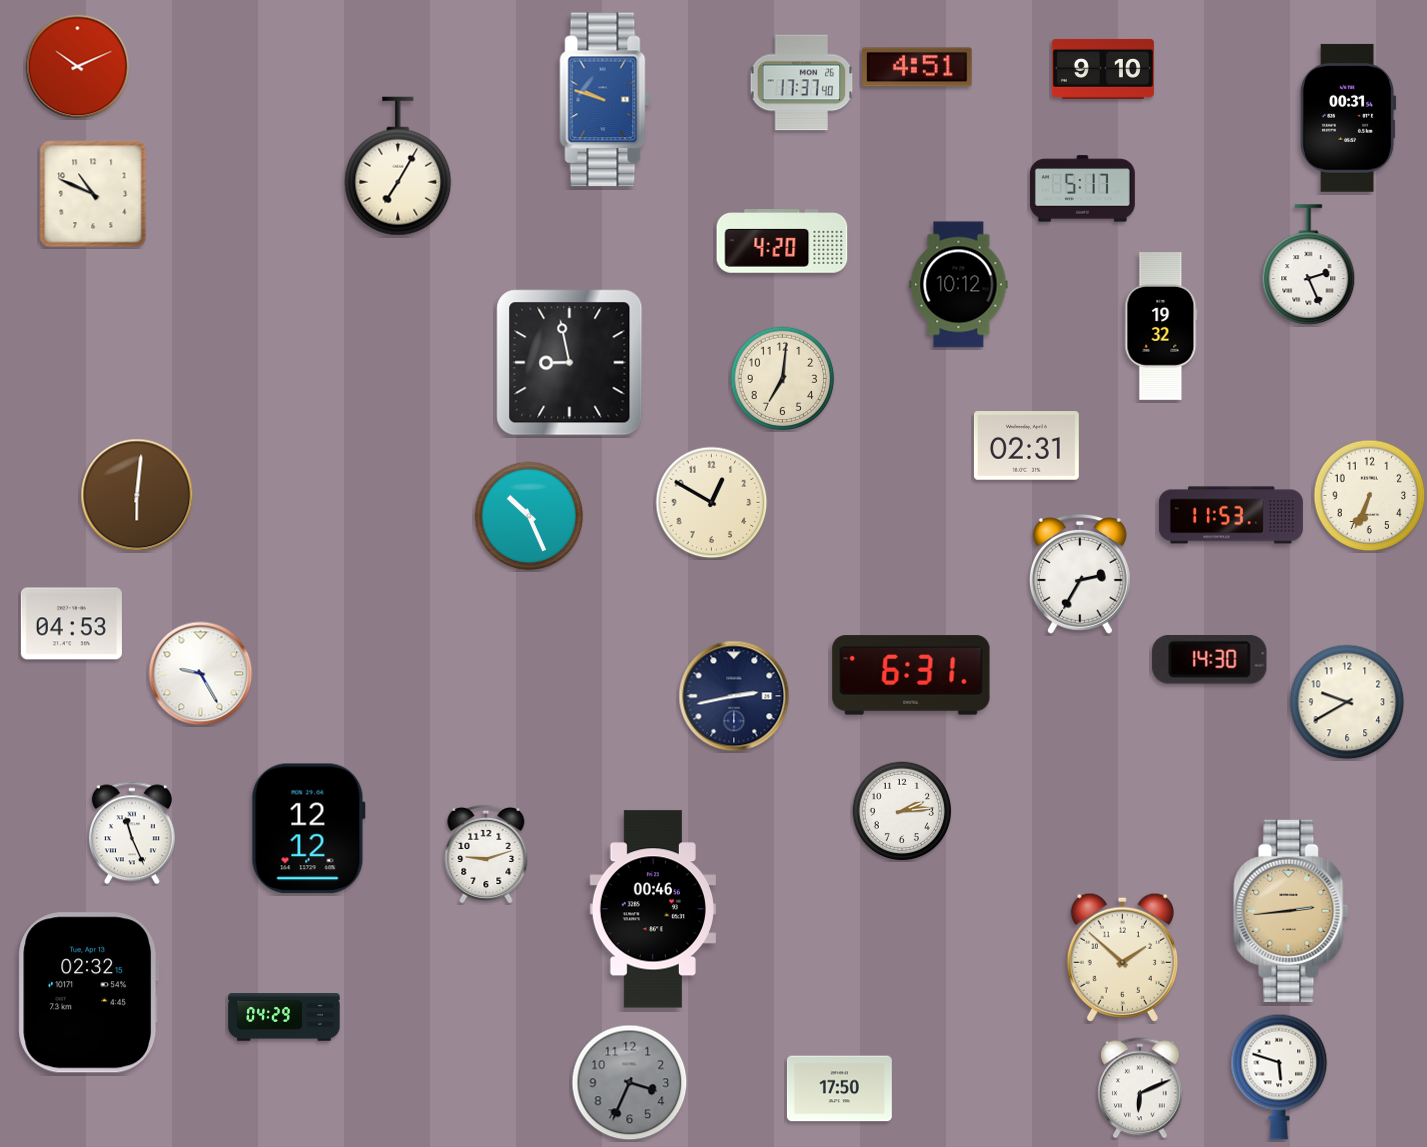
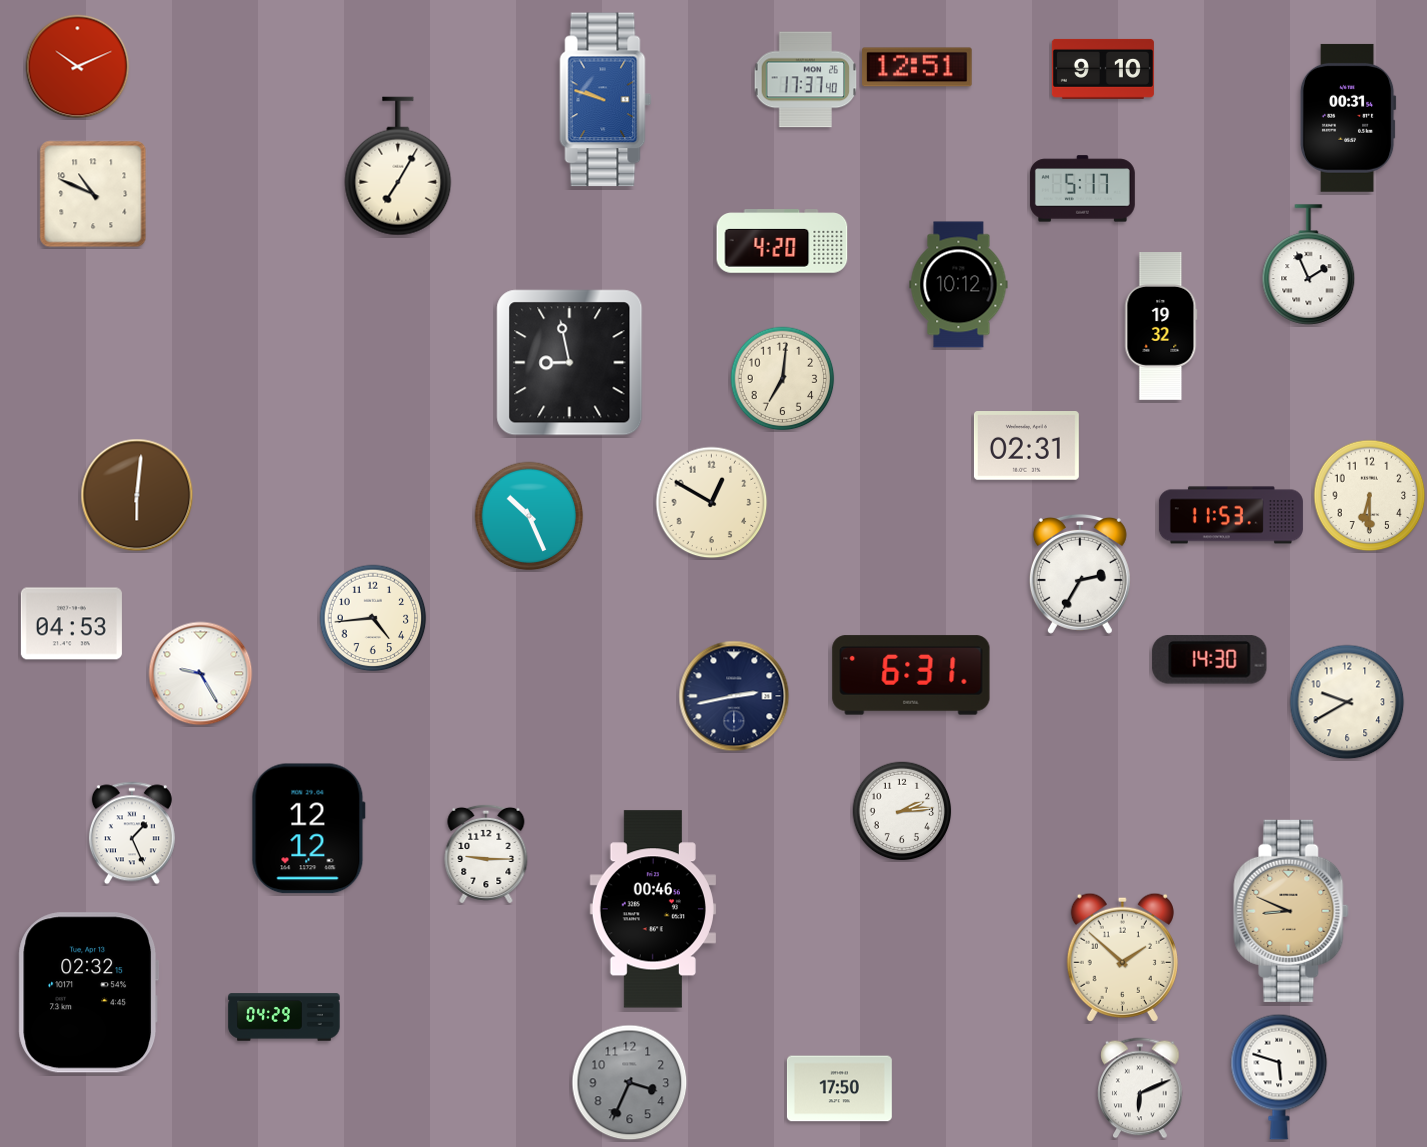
clock at (917, 67): 4:51 -> 12:51
clock at (802, 83) position: (802, 83) -> (806, 80)
clock at (1309, 265): 2:26 -> 1:56
clock at (1370, 496): 6:34 -> 6:30
clock at (373, 618): none -> 4:44
clock at (132, 833): 11:26 -> 1:26
clock at (486, 854): 9:12 -> 9:15
clock at (1291, 911): 2:44 -> 8:49
